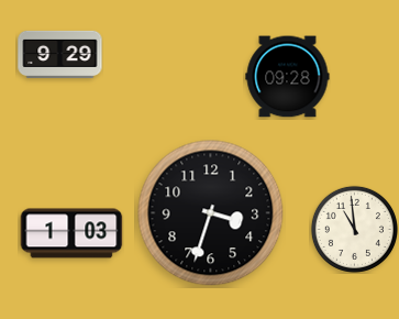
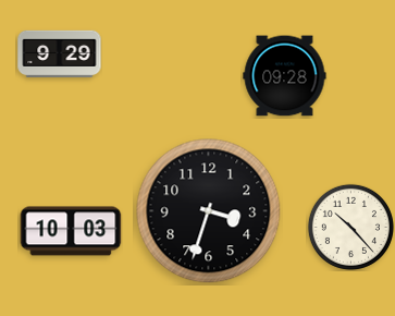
clock at (354, 229): 10:59 -> 10:23
clock at (71, 233): 1:03 -> 10:03
